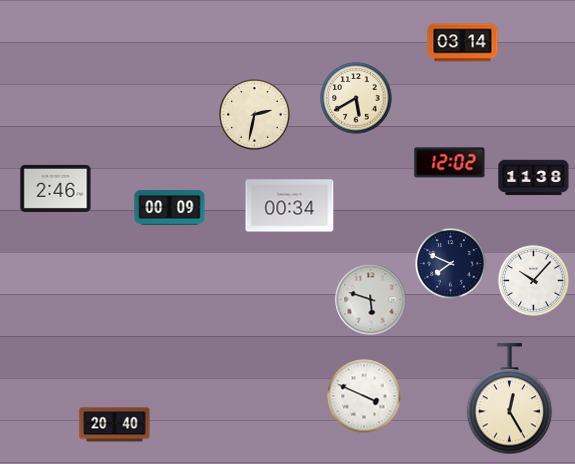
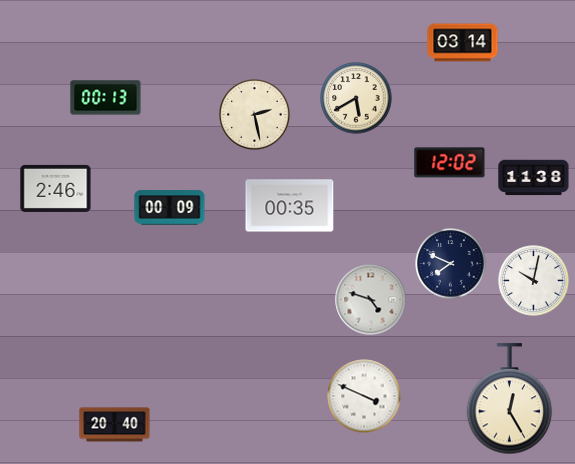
clock at (106, 98): none -> 00:13
clock at (255, 115): 2:32 -> 2:28
clock at (290, 206): 00:34 -> 00:35
clock at (534, 281): 10:07 -> 10:02
clock at (371, 300): 5:48 -> 4:48
